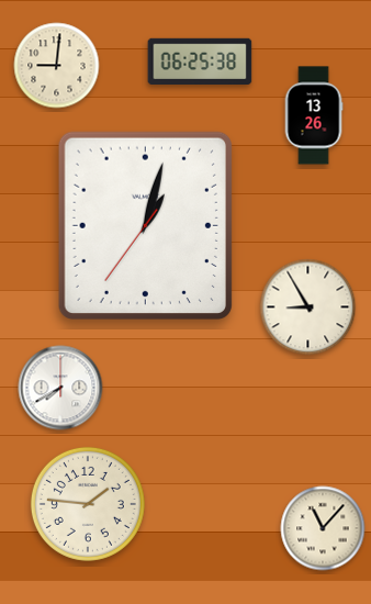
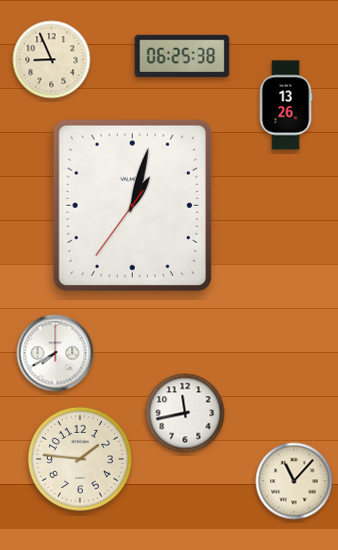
clock at (57, 66): 9:01 -> 8:56
clock at (308, 307): 8:55 -> none
clock at (185, 413): none -> 11:43
